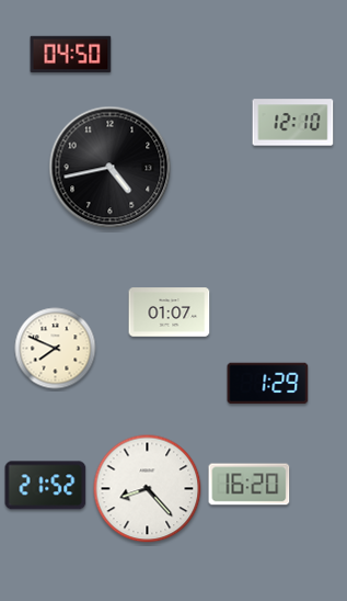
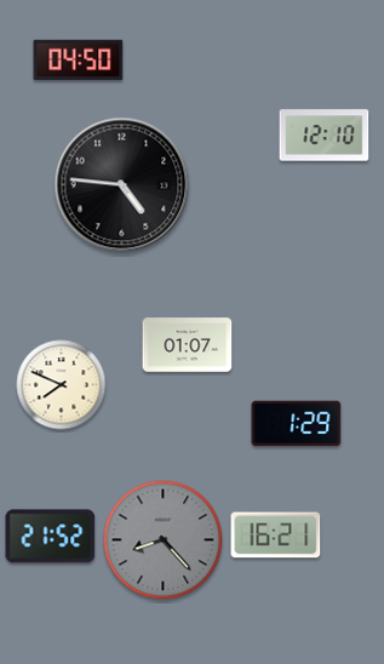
clock at (111, 168): 4:43 -> 4:46
clock at (250, 485): 16:20 -> 16:21
clock at (148, 489) dial: white -> grey
